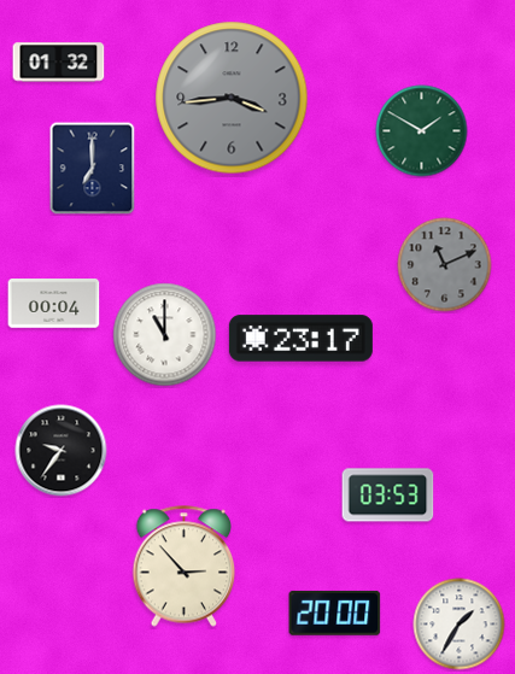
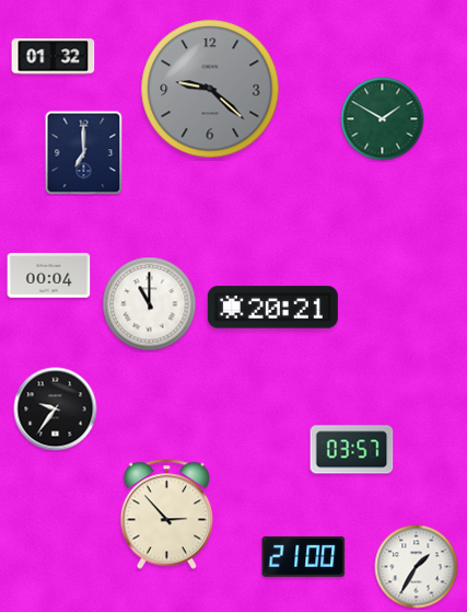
clock at (232, 98): 3:44 -> 9:22
clock at (445, 265): 11:11 -> none
clock at (300, 339): 23:17 -> 20:21
clock at (388, 496): 03:53 -> 03:57
clock at (335, 613): 20:00 -> 21:00
